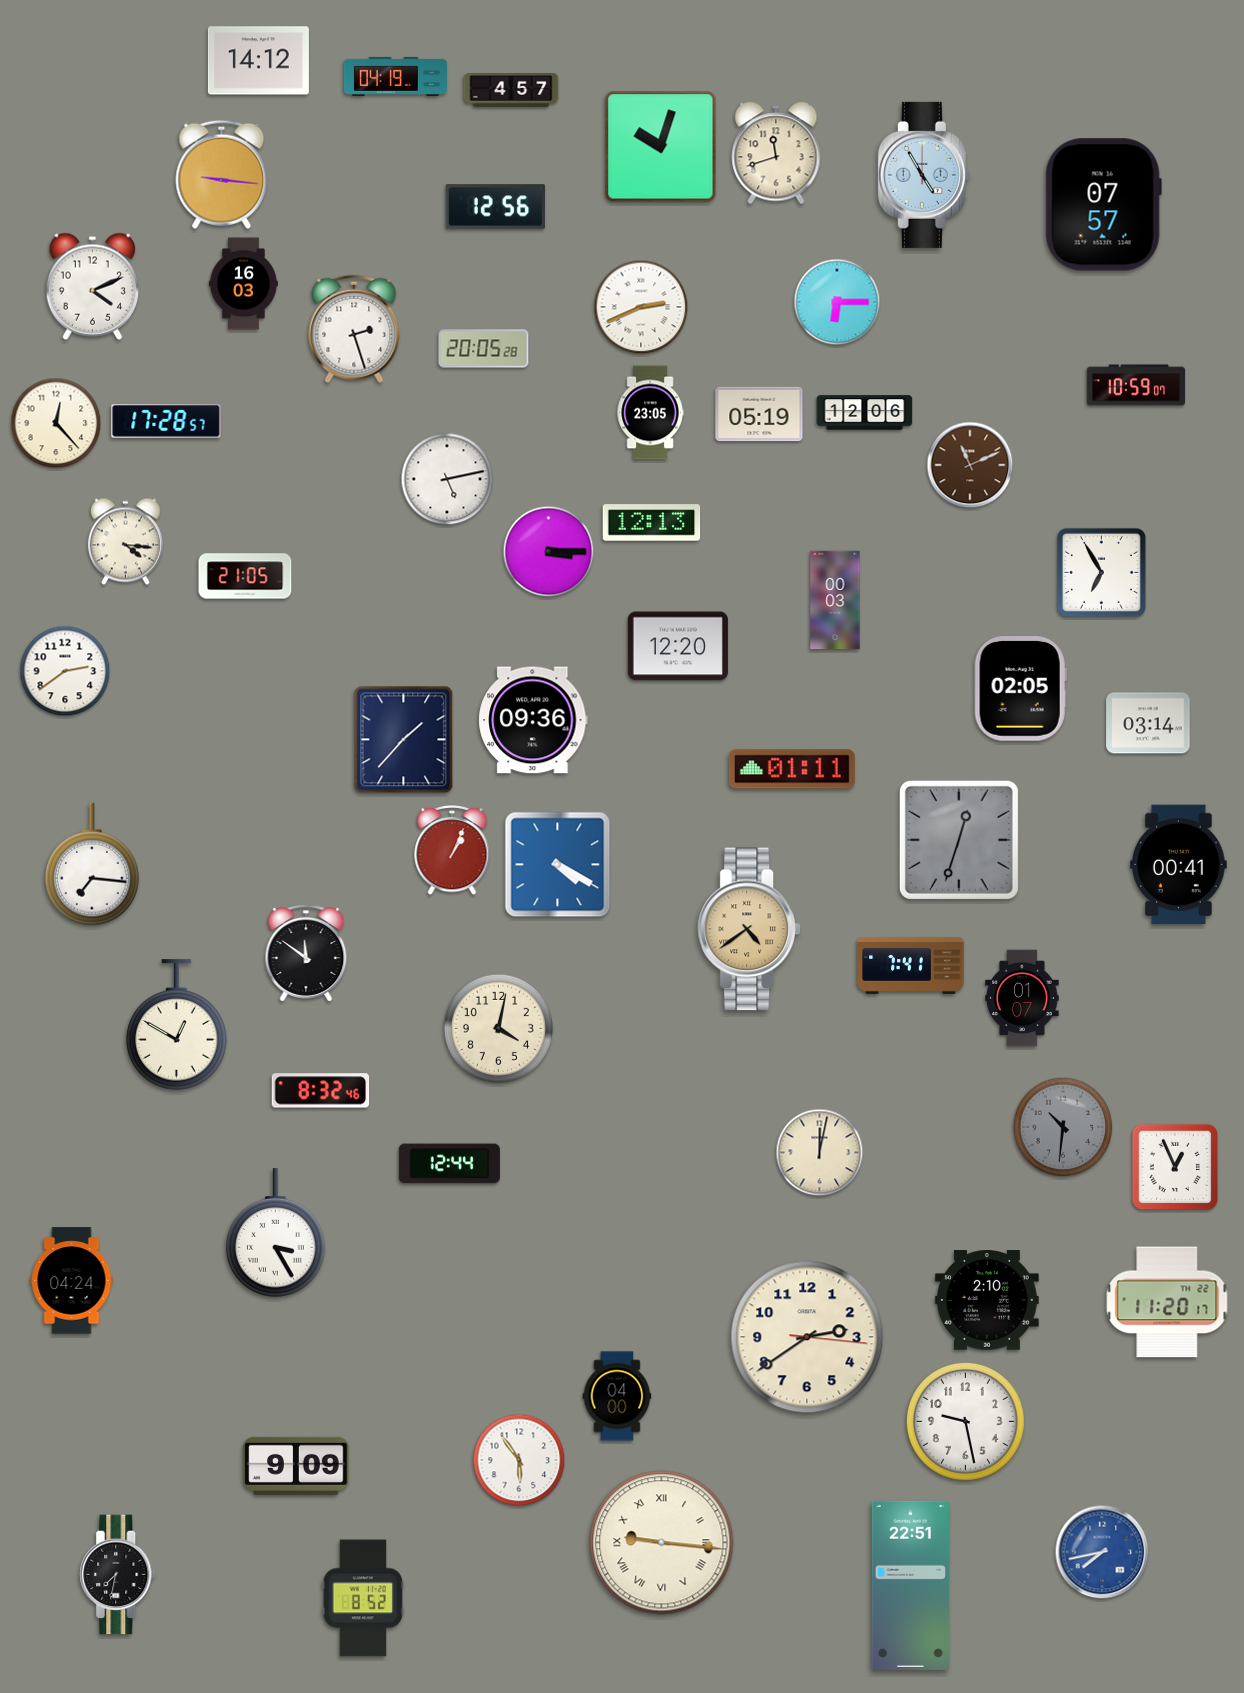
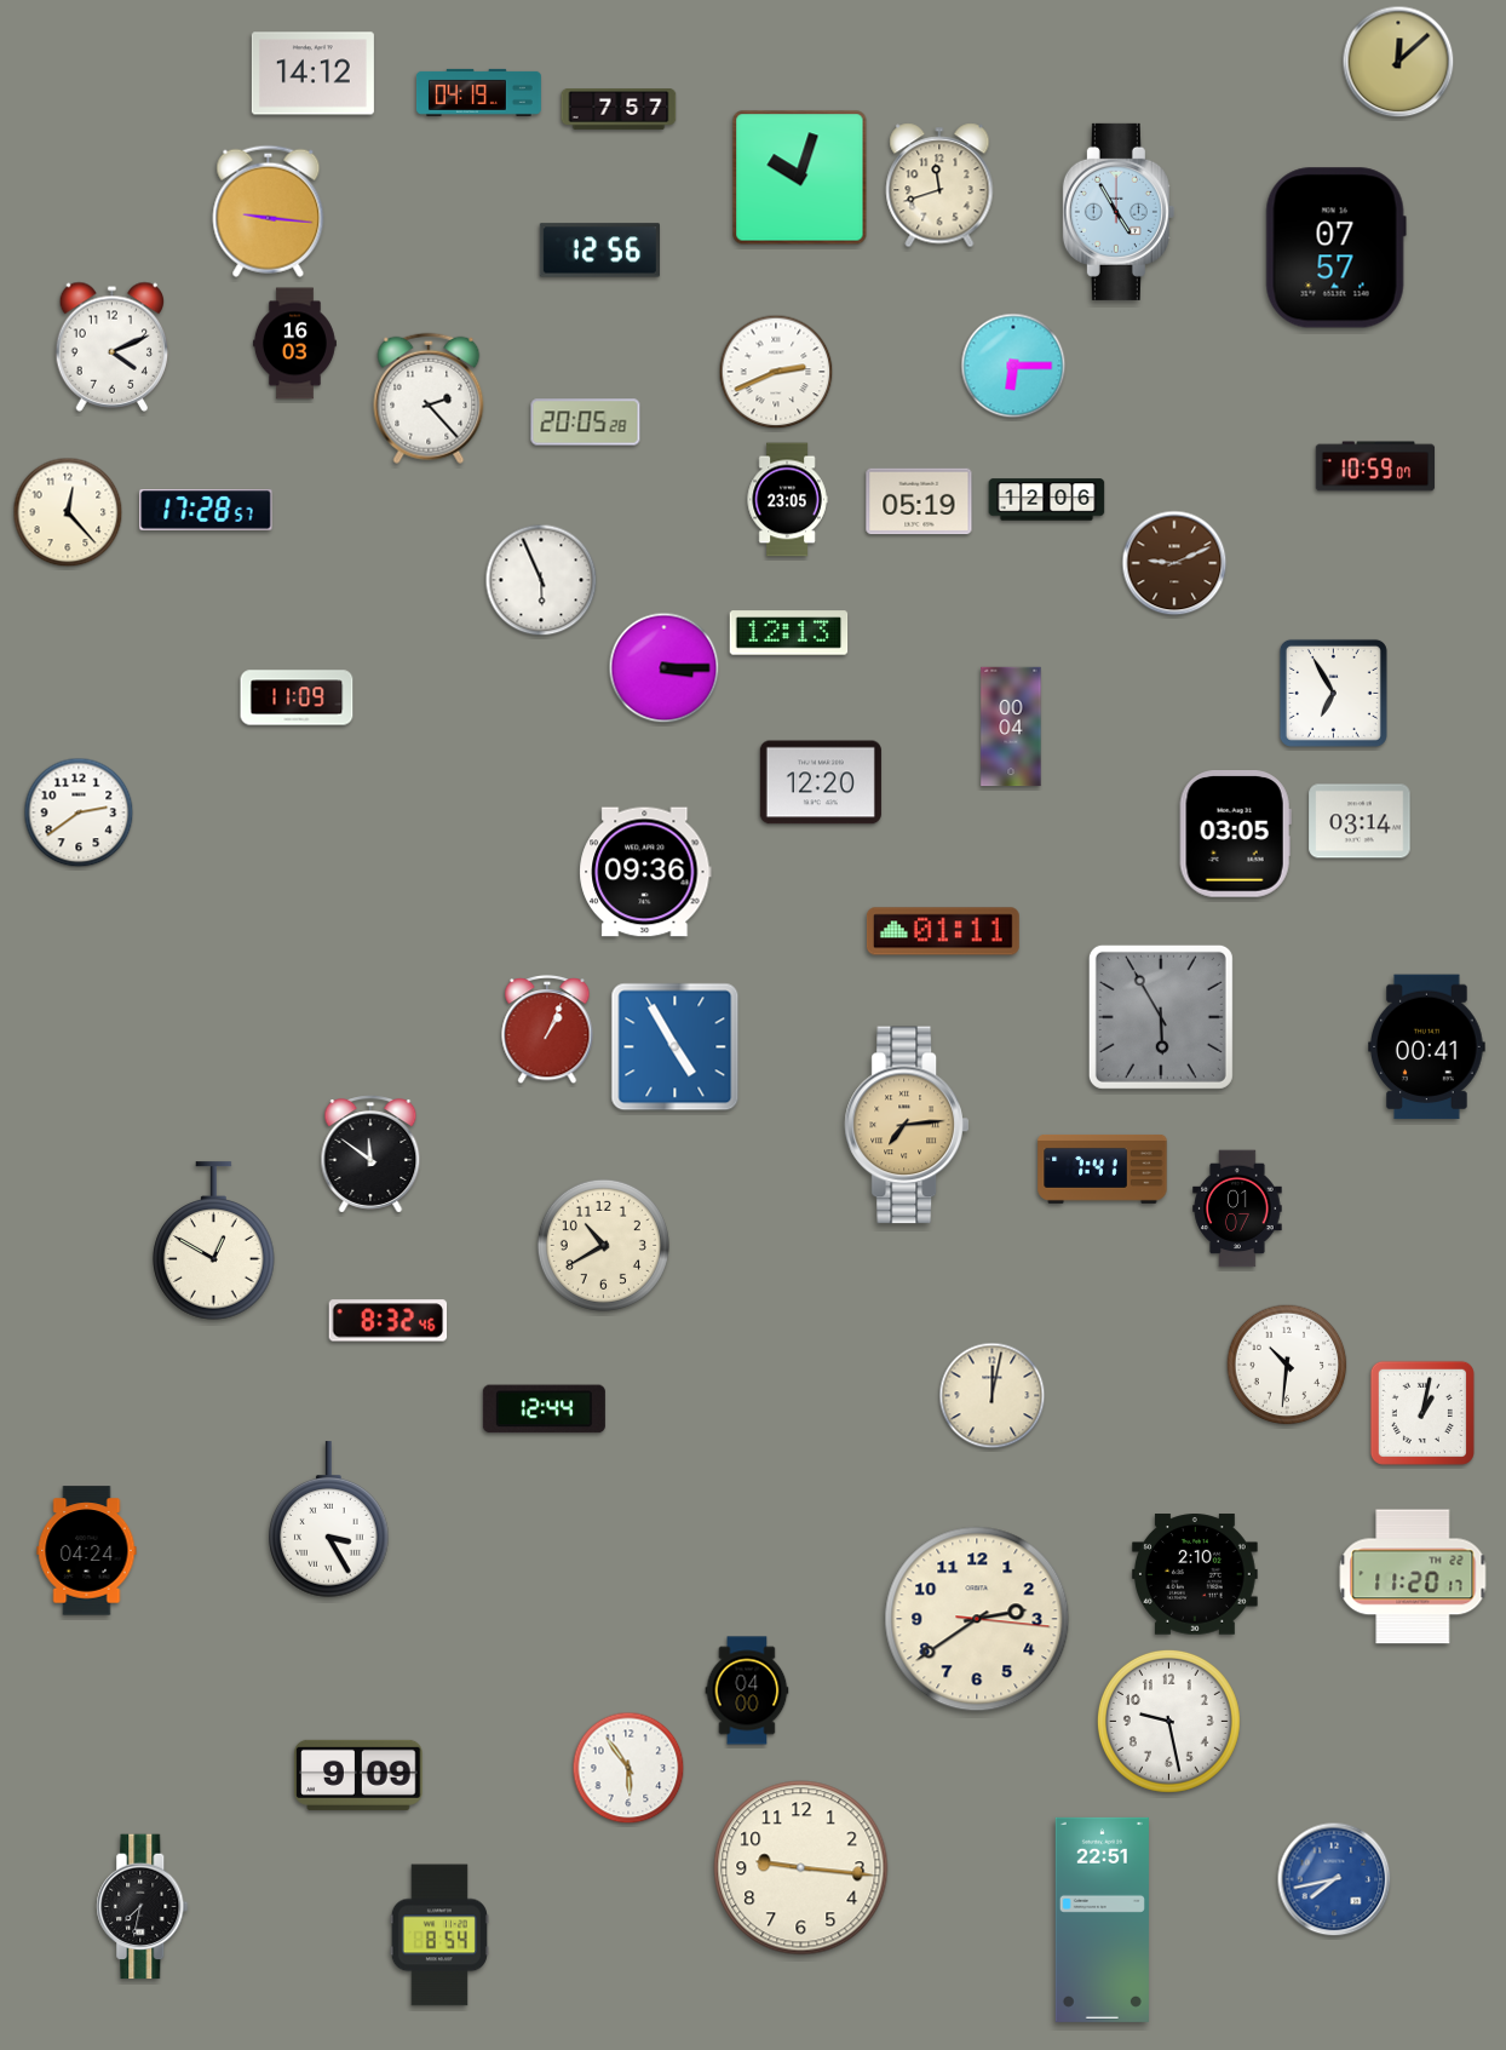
clock at (1398, 62): none -> 12:08
clock at (511, 91): 4:57 -> 7:57
clock at (354, 329): 2:27 -> 2:23
clock at (166, 421) position: (166, 421) -> (206, 510)
clock at (970, 465): 11:11 -> 9:11
clock at (447, 479): 5:13 -> 5:56
clock at (125, 542): 4:16 -> none
clock at (245, 576): 21:05 -> 11:09
clock at (835, 600): 00:03 -> 00:04
clock at (1020, 689): 02:05 -> 03:05
clock at (1148, 723) position: (1148, 723) -> (1360, 821)
clock at (404, 740): 1:37 -> none
clock at (792, 769) position: (792, 769) -> (943, 931)
clock at (959, 840): 12:33 -> 5:55
clock at (92, 864): 7:16 -> none
clock at (558, 865): 4:20 -> 4:55
clock at (749, 929): 4:39 -> 7:14
clock at (498, 1028): 4:02 -> 10:40
clock at (1063, 1127) dial: grey -> white
clock at (1175, 1167): 12:56 -> 1:02
clock at (276, 1233) position: (276, 1233) -> (329, 1520)
clock at (662, 1543) numerals: Roman -> Arabic
clock at (363, 1598): 8:52 -> 8:54
